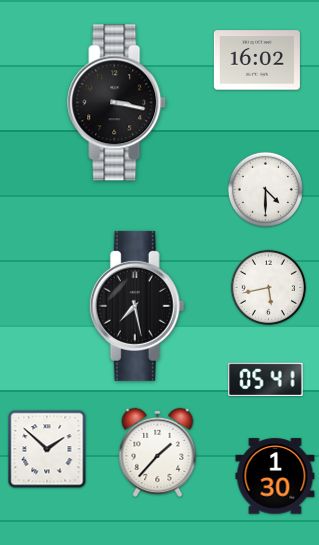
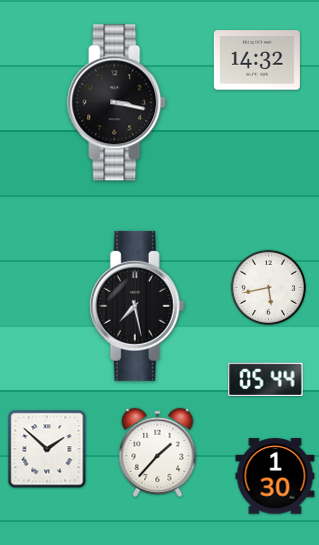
clock at (257, 60): 16:02 -> 14:32
clock at (265, 189): 4:30 -> none
clock at (266, 380): 05:41 -> 05:44
